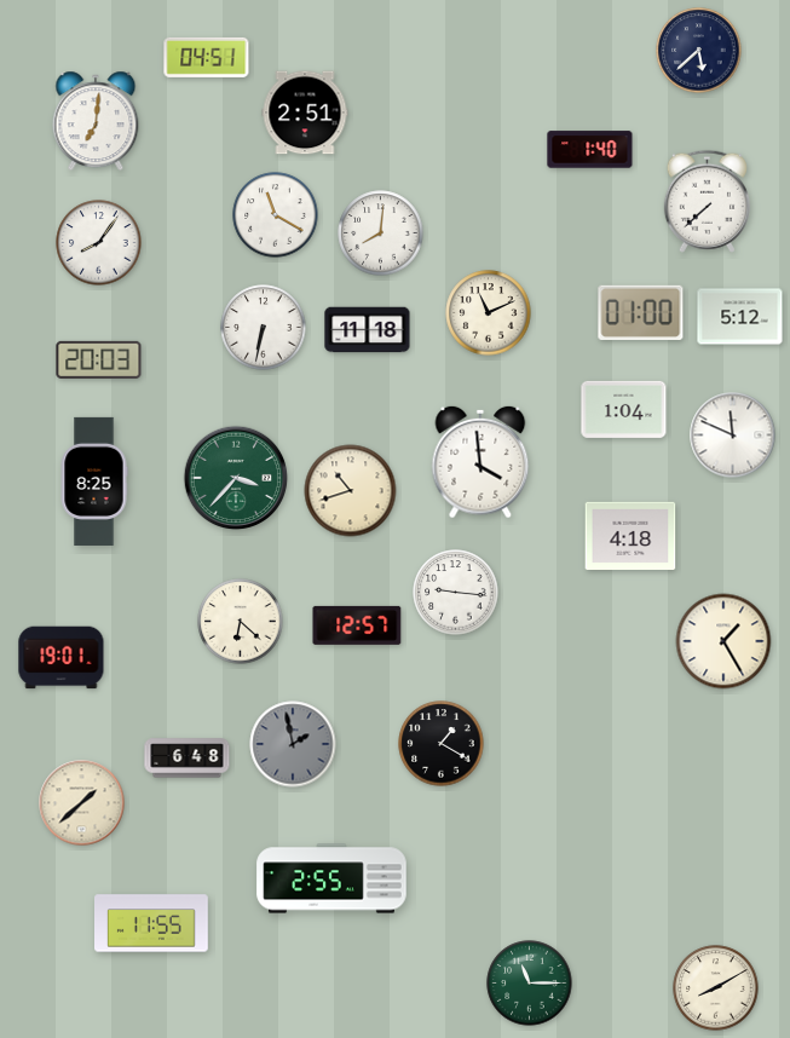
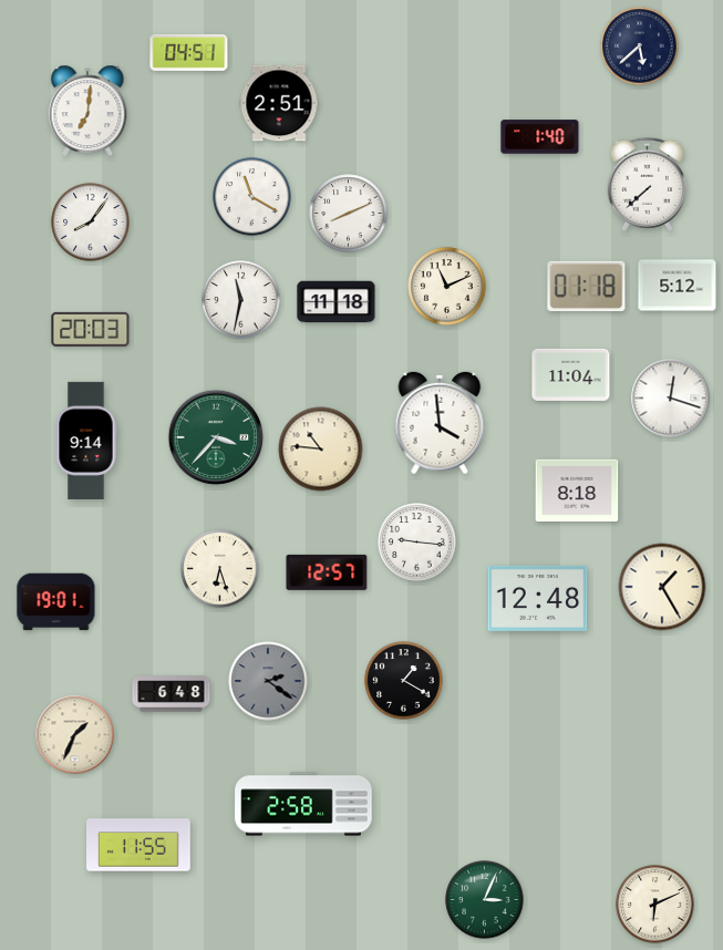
clock at (381, 233): 8:01 -> 8:11
clock at (641, 312): 01:00 -> 01:18
clock at (740, 317) position: (740, 317) -> (678, 286)
clock at (264, 328): 6:32 -> 11:32
clock at (624, 409): 1:04 -> 11:04
clock at (733, 436): 11:49 -> 12:18
clock at (94, 481): 8:25 -> 9:14
clock at (351, 491): 10:42 -> 10:46
clock at (630, 535): 4:18 -> 8:18
clock at (241, 622): 6:22 -> 6:27
clock at (538, 598): none -> 12:48
clock at (293, 744): 1:58 -> 2:21
clock at (82, 803): 1:38 -> 1:34
clock at (331, 878): 2:55 -> 2:58
clock at (530, 984): 11:15 -> 3:04
clock at (716, 988): 8:10 -> 6:11
